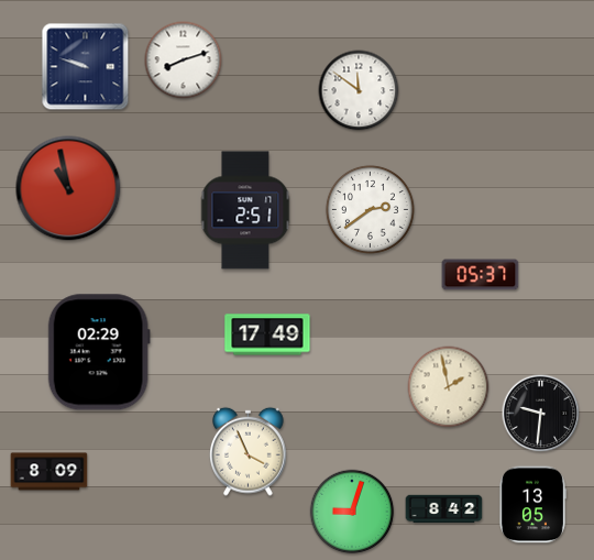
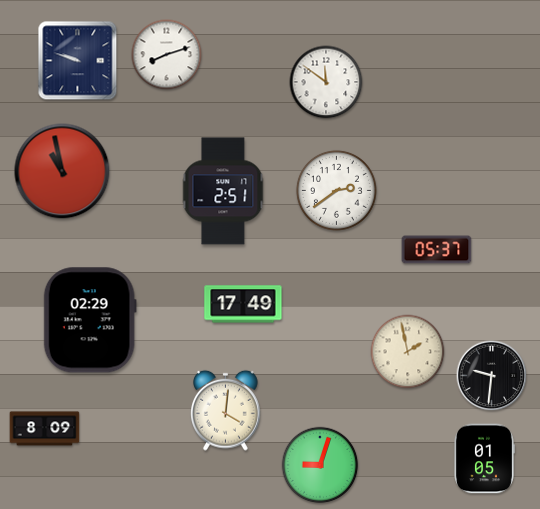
clock at (249, 451): 3:56 -> 4:01
clock at (532, 505): 13:05 -> 01:05
clock at (444, 509): 8:42 -> none
